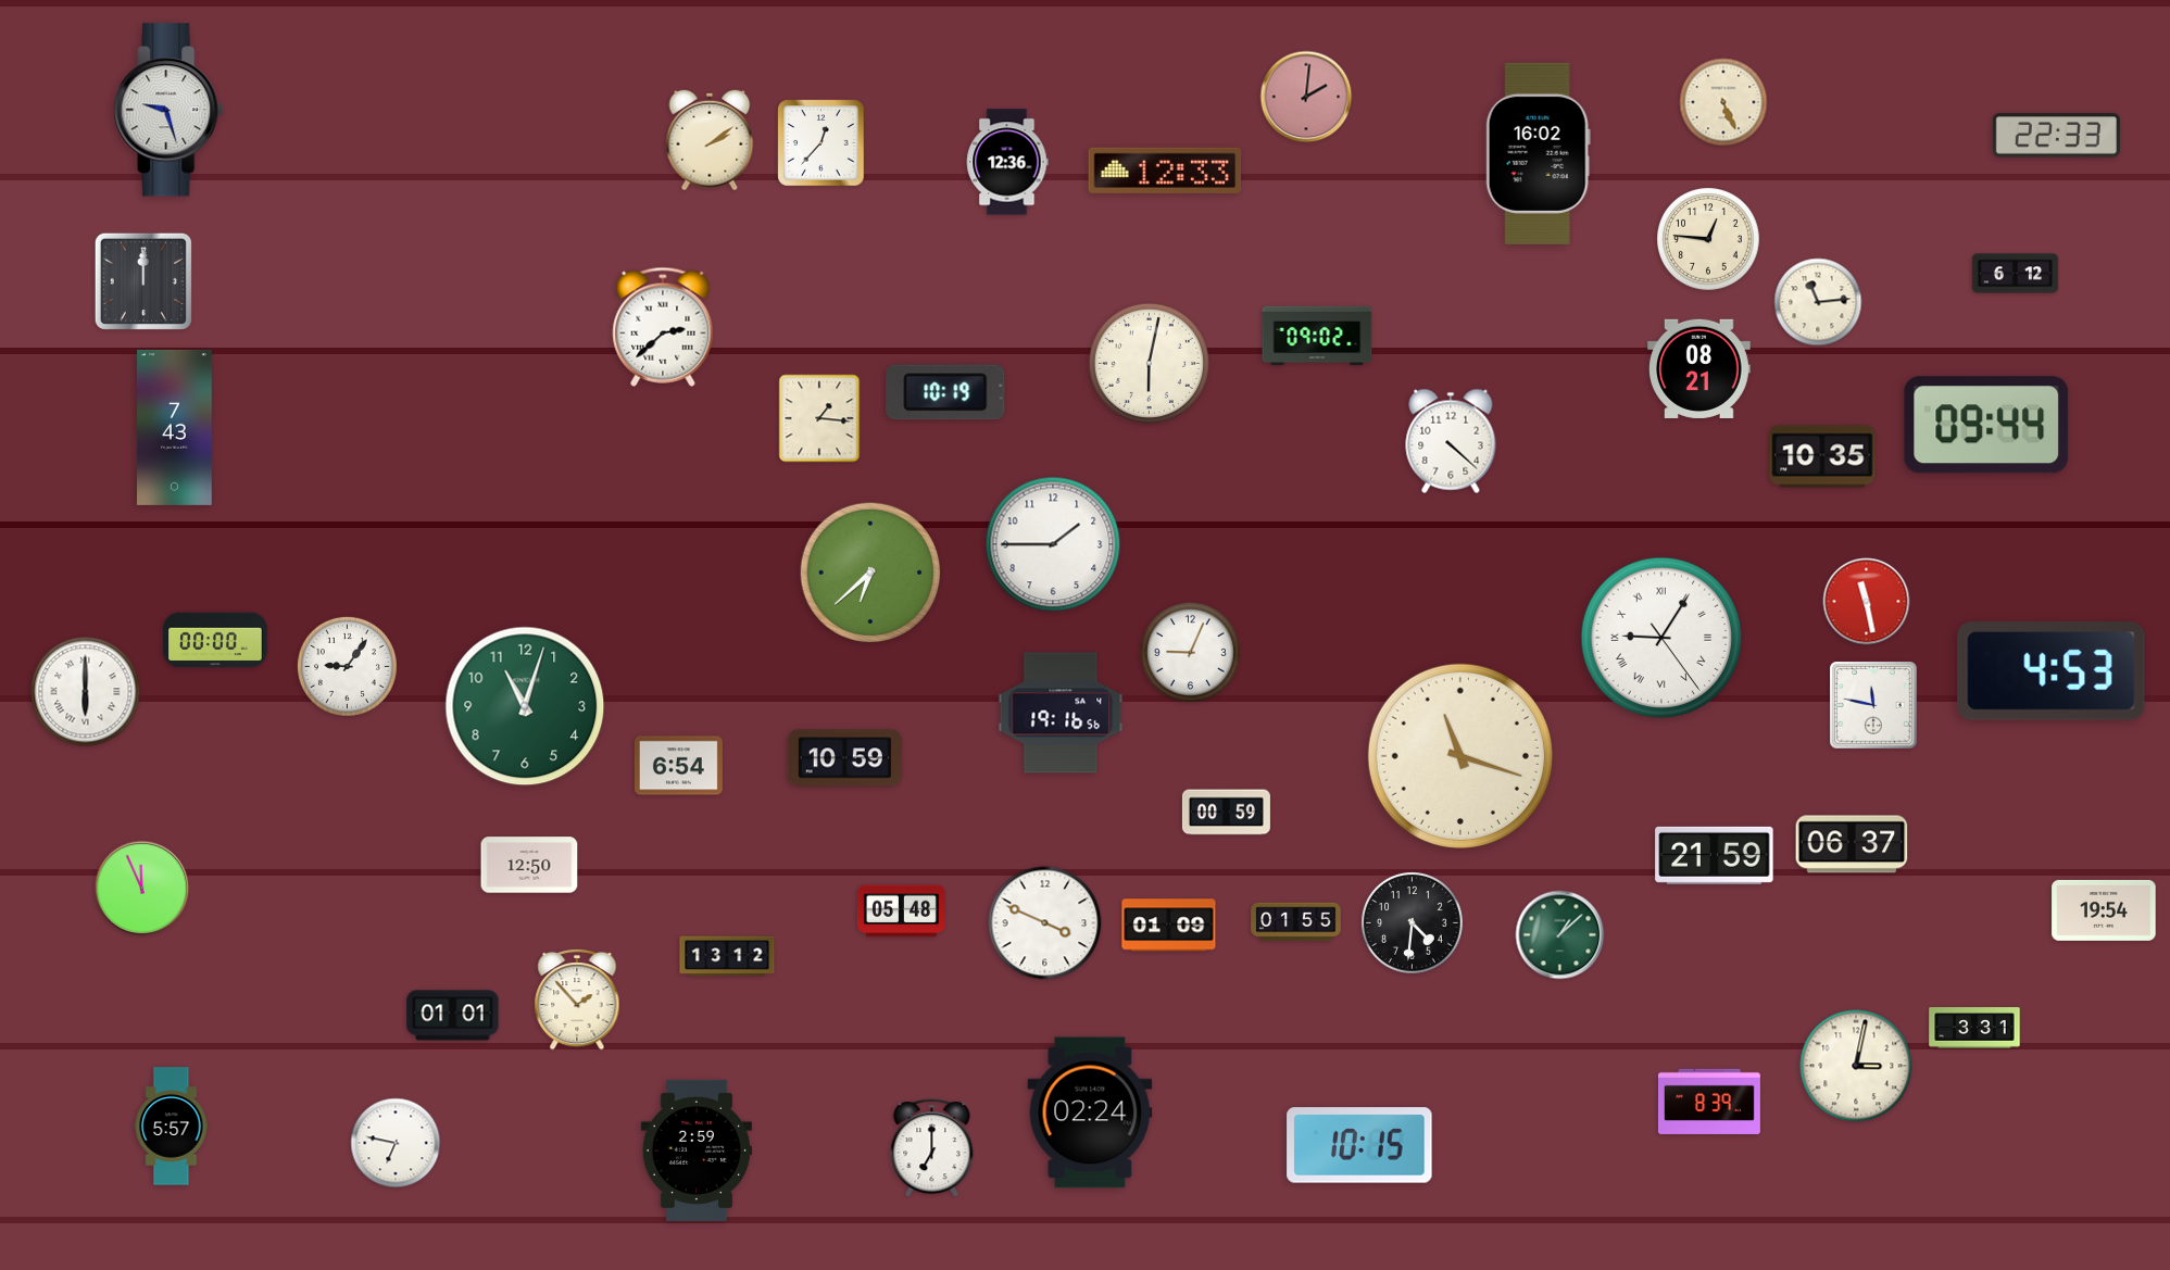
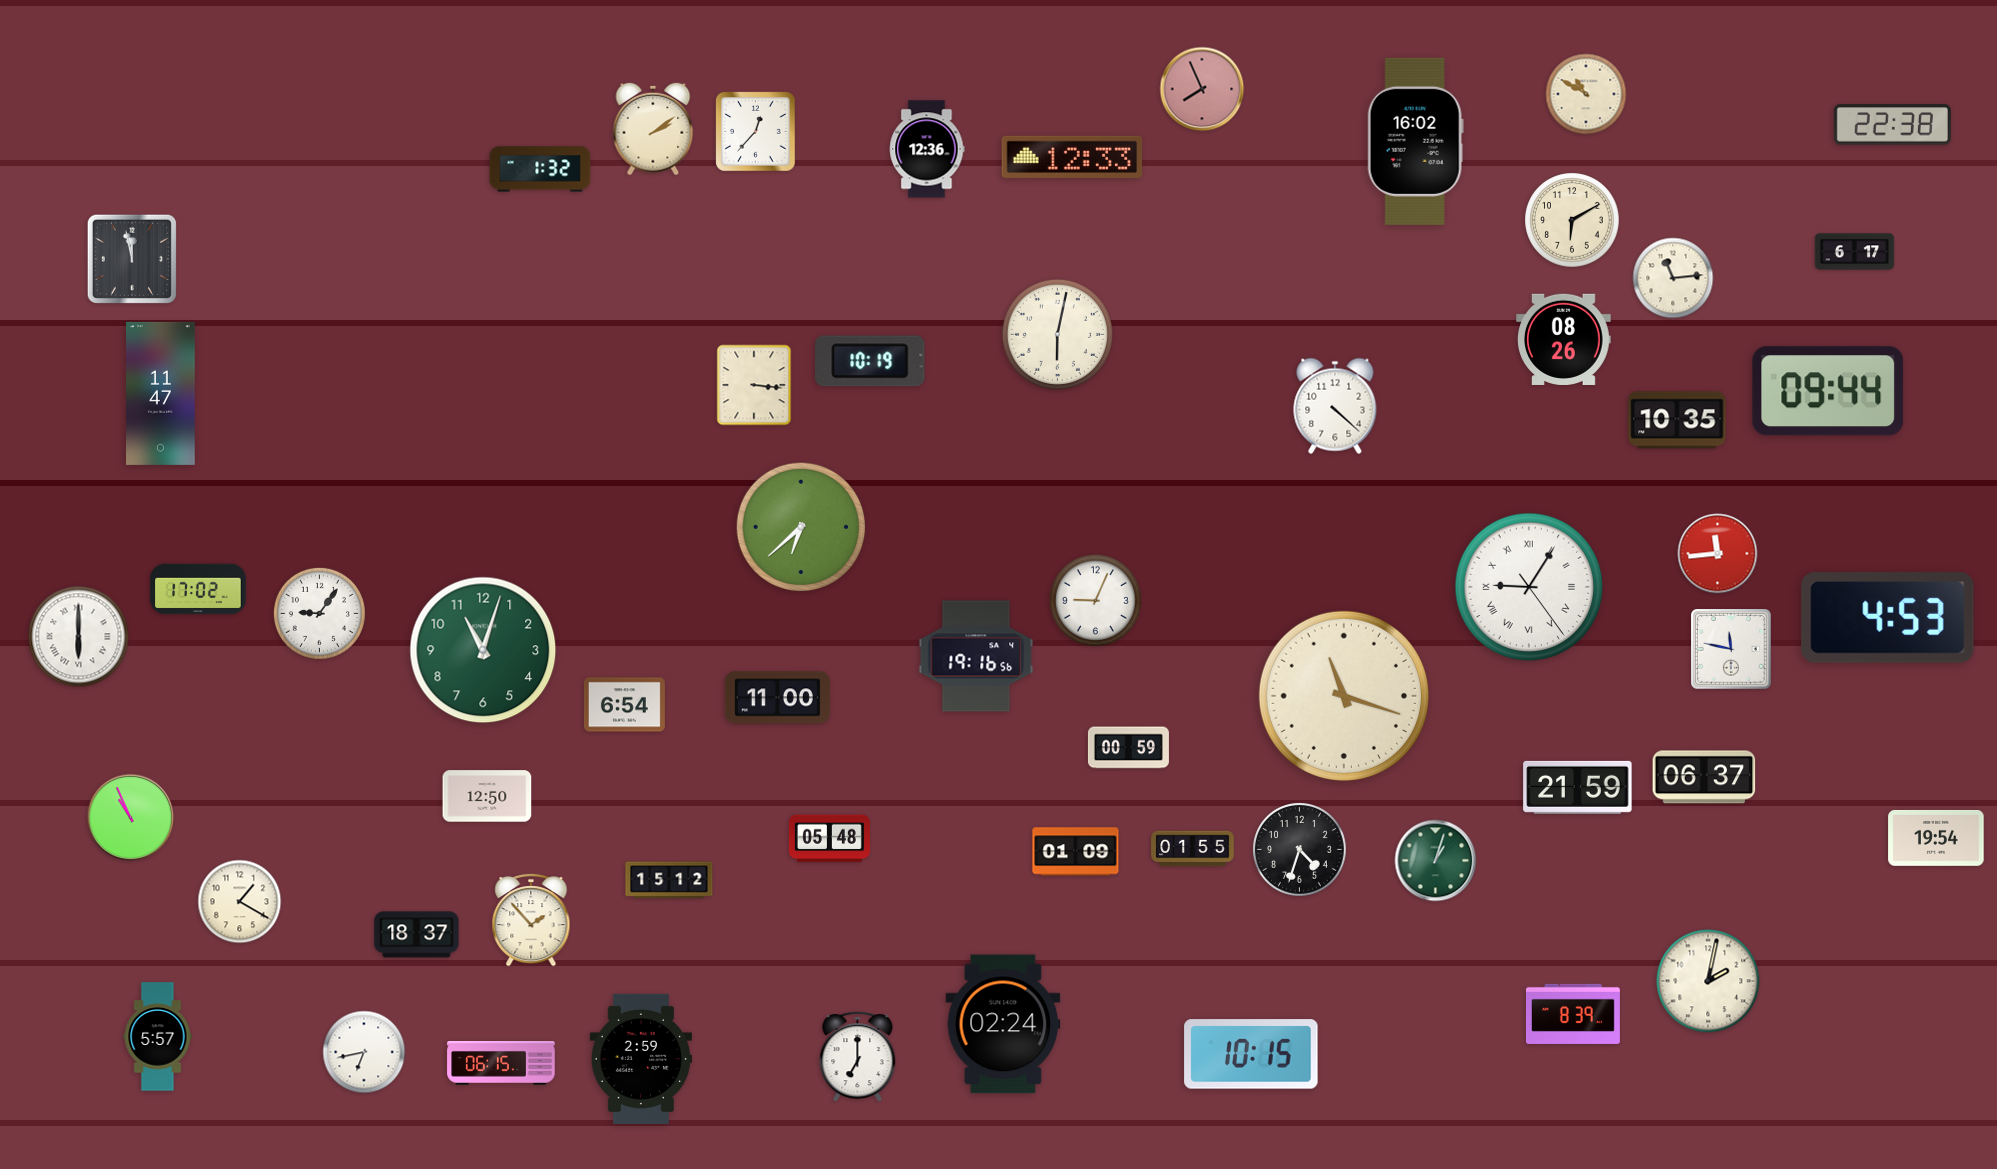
clock at (1306, 97): 2:01 -> 7:56
clock at (1723, 102): 5:26 -> 10:50
clock at (168, 110): 9:27 -> none
clock at (2056, 136): 22:33 -> 22:38
clock at (540, 169): none -> 1:32
clock at (1708, 239): 12:46 -> 6:10
clock at (2016, 274): 6:12 -> 6:17
clock at (143, 281): 12:00 -> 11:58
clock at (663, 327): 2:38 -> none
clock at (1317, 336): 09:02 -> none
clock at (1699, 368): 08:21 -> 08:26
clock at (819, 418): 1:16 -> 3:16
clock at (175, 427): 7:43 -> 11:47
clock at (1053, 544): 1:45 -> none
clock at (1867, 602): 11:28 -> 11:44
clock at (215, 640): 00:00 -> 17:02
clock at (1873, 705) position: (1873, 705) -> (1731, 649)
clock at (844, 758): 10:59 -> 11:00
clock at (142, 889): 11:56 -> 10:56
clock at (1045, 923): 3:49 -> none
clock at (1413, 923): 4:31 -> 4:33
clock at (1560, 935): 1:08 -> 1:03
clock at (727, 956): 13:12 -> 15:12
clock at (240, 902): none -> 1:20
clock at (453, 1016): 01:01 -> 18:37
clock at (1974, 1028): 3:31 -> none
clock at (1856, 1066): 3:02 -> 2:02
clock at (396, 1143): 6:47 -> 6:43
clock at (501, 1063): none -> 06:15
